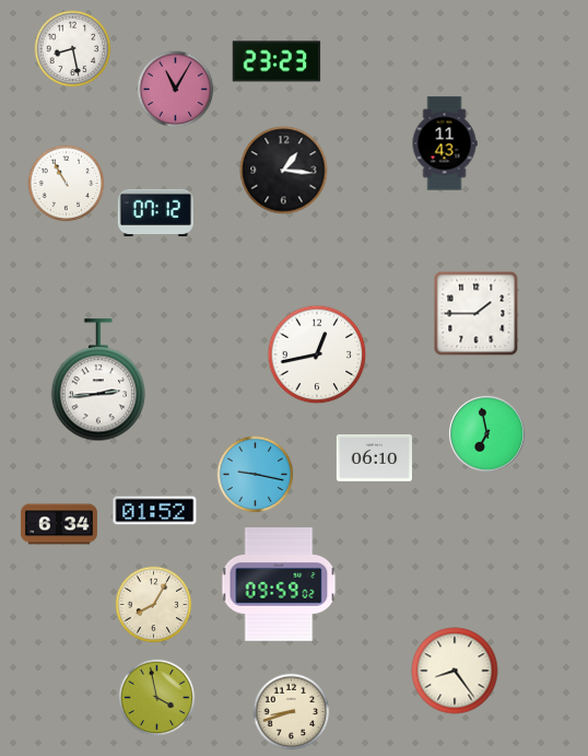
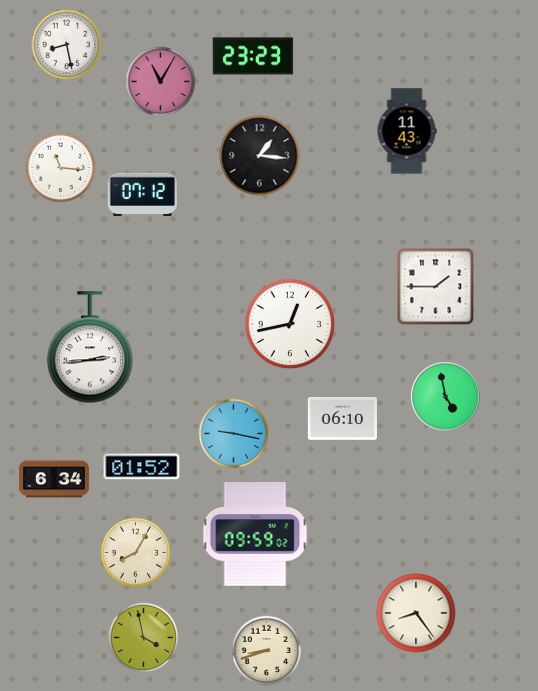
clock at (67, 184): 10:55 -> 11:16
clock at (486, 433): 6:58 -> 4:58
clock at (154, 605) position: (154, 605) -> (136, 553)
